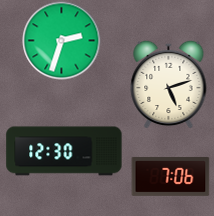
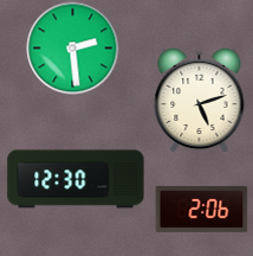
clock at (61, 40): 2:33 -> 2:29
clock at (170, 176): 7:06 -> 2:06
